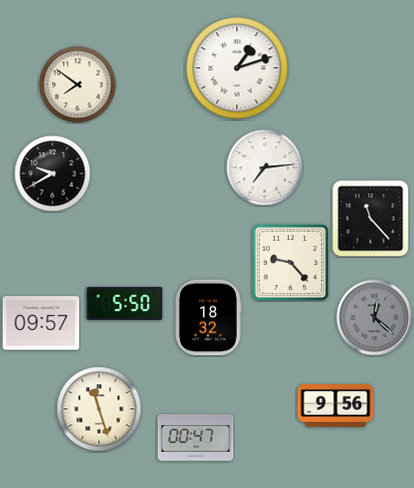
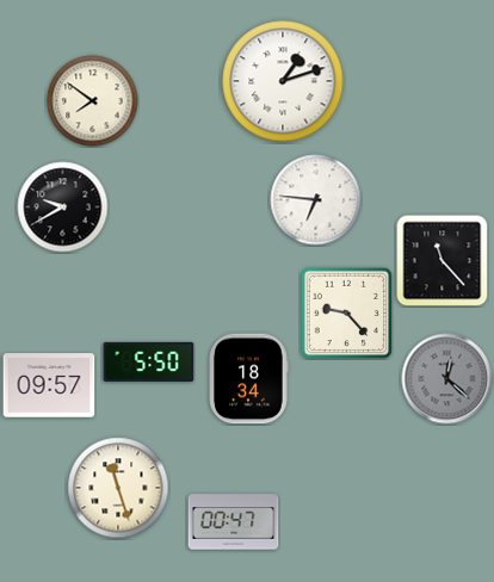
clock at (265, 168): 7:14 -> 6:46
clock at (208, 318): 18:32 -> 18:34
clock at (336, 406): 9:56 -> none
